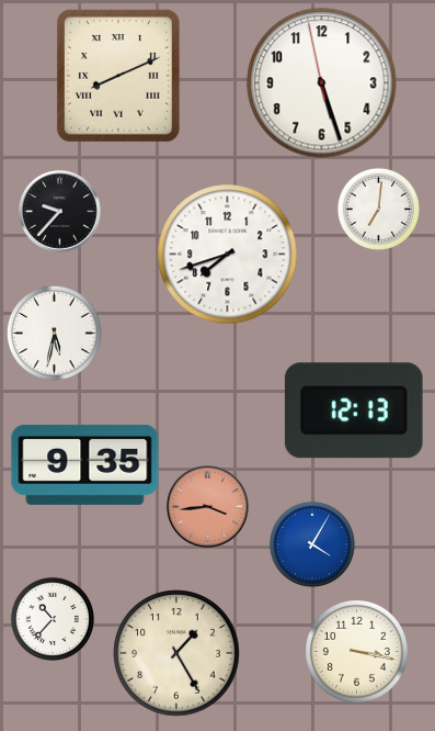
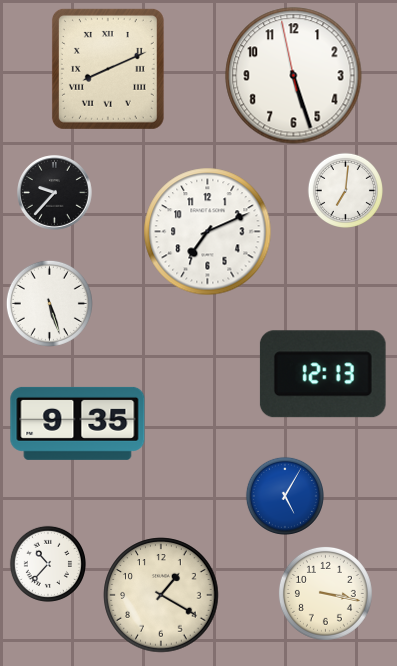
clock at (228, 255): 7:42 -> 7:11
clock at (54, 333): 5:32 -> 5:27
clock at (208, 507): 3:44 -> none
clock at (312, 544): 4:05 -> 5:05
clock at (176, 653): 1:25 -> 1:20
